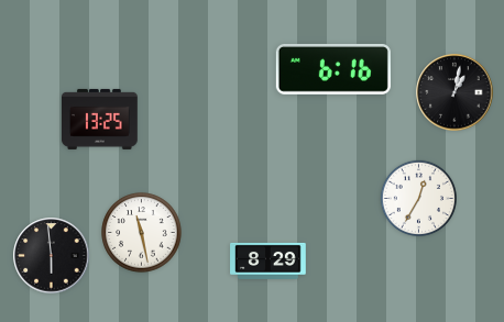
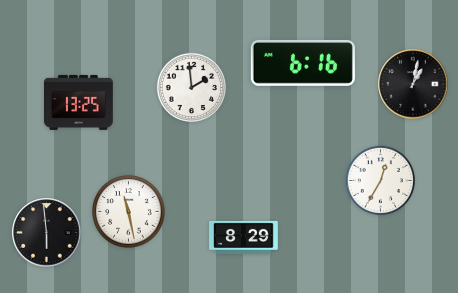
clock at (191, 87): none -> 1:59
clock at (100, 119) position: (100, 119) -> (79, 102)
